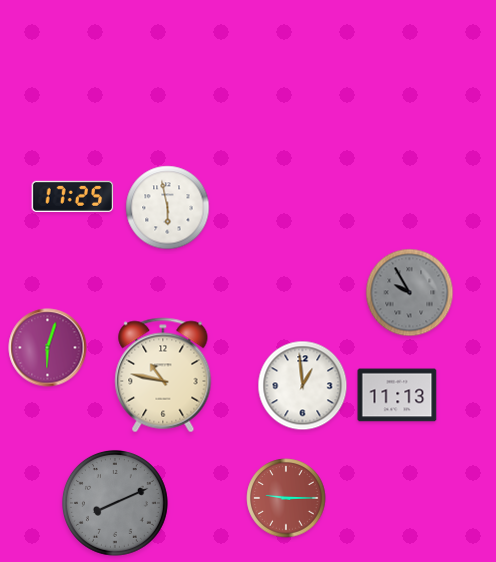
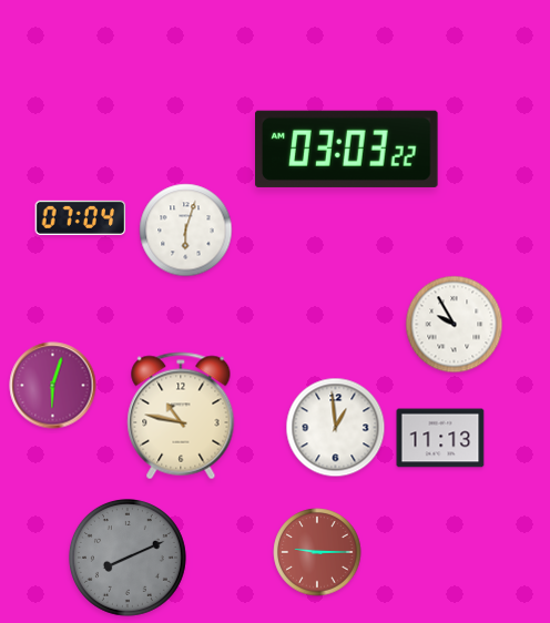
clock at (347, 149): none -> 03:03
clock at (73, 196): 17:25 -> 07:04
clock at (168, 208): 5:58 -> 6:03
clock at (410, 293) dial: grey -> white
